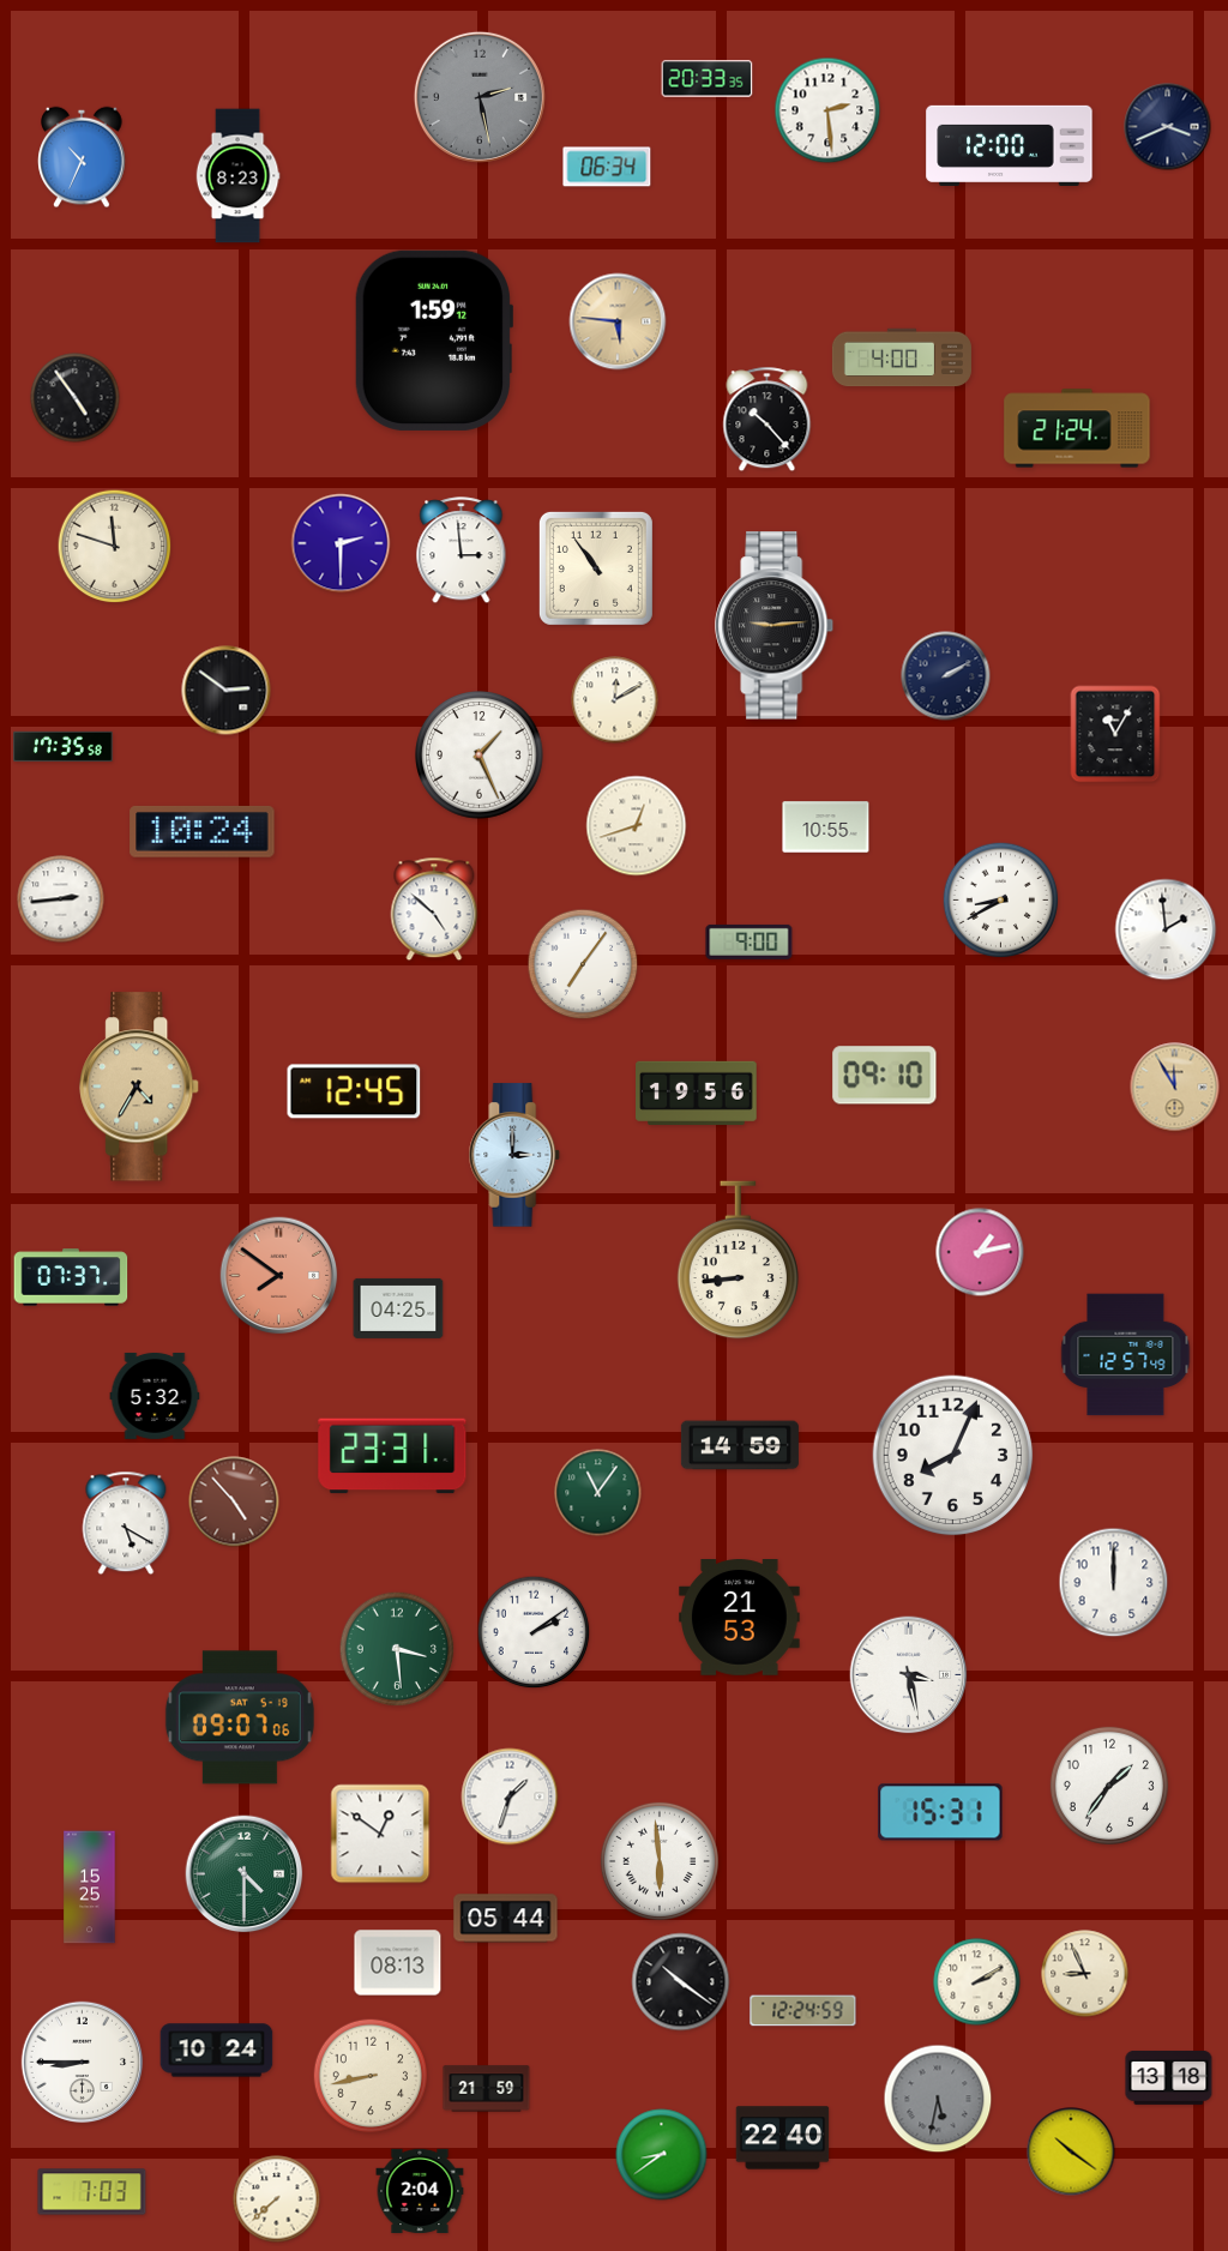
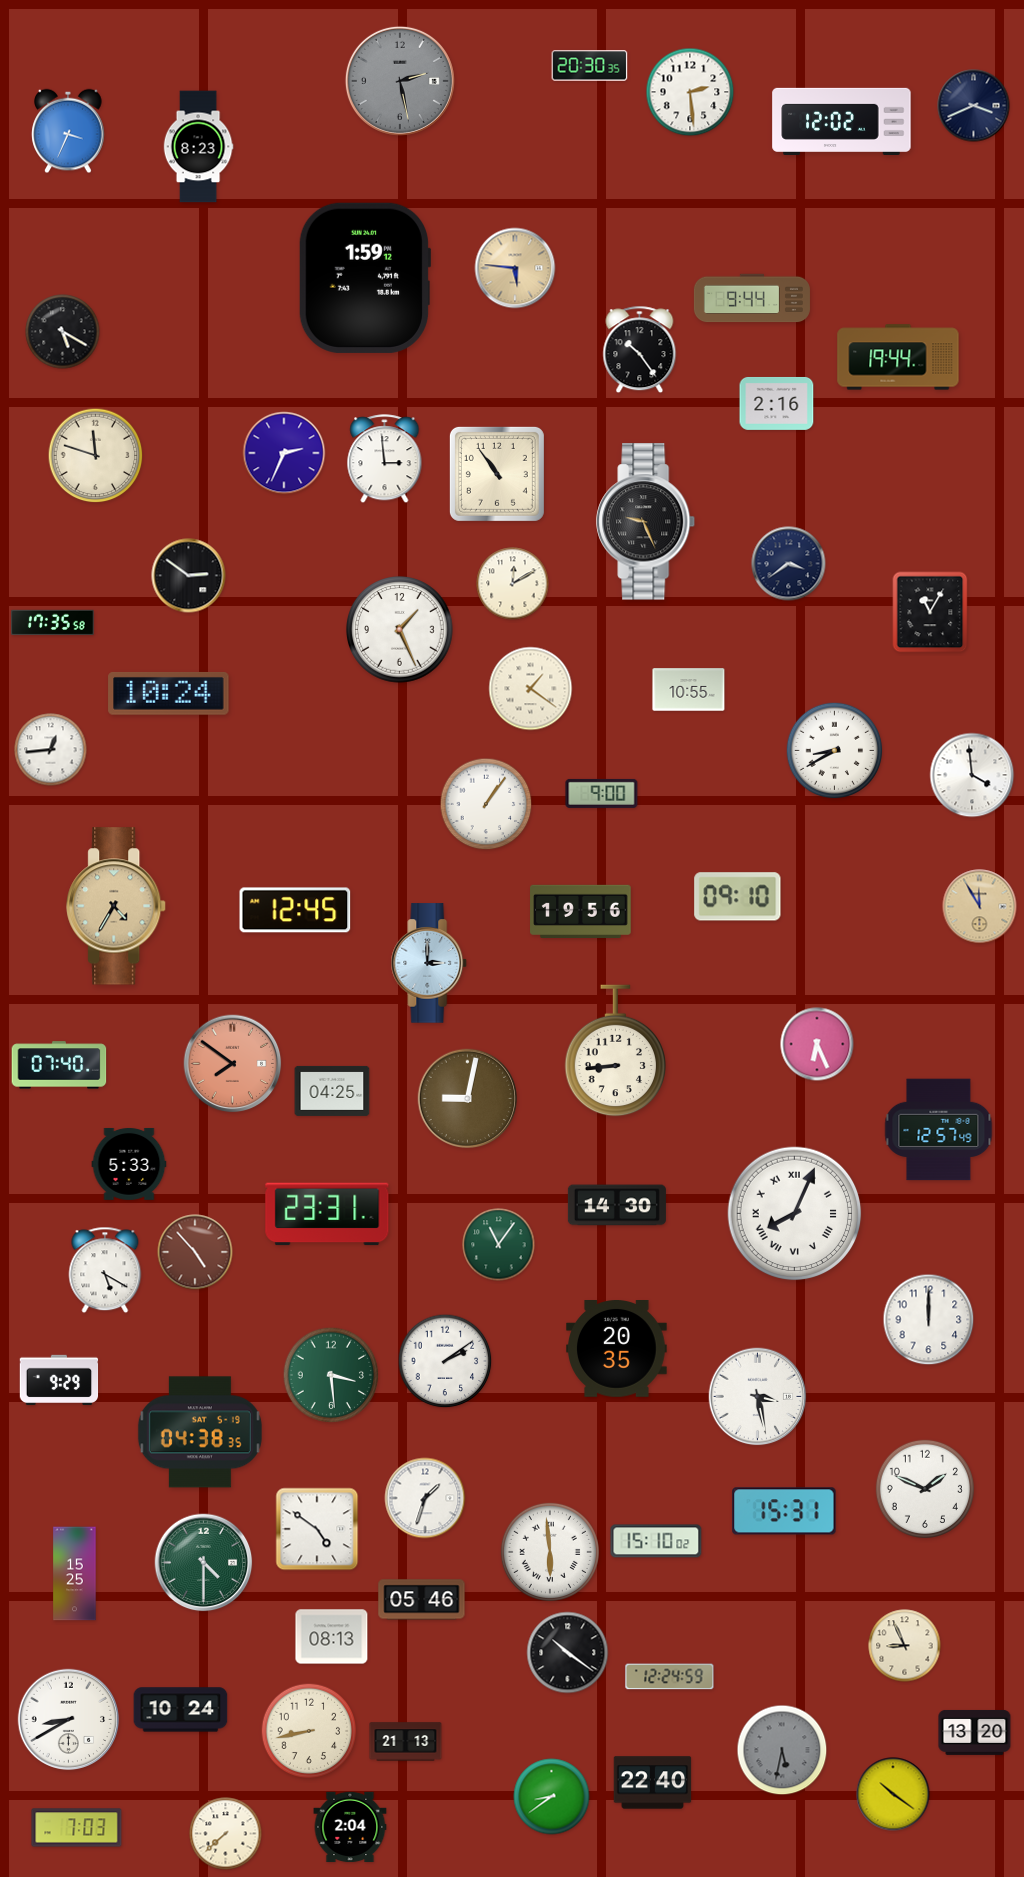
clock at (708, 79): 20:33 -> 20:30
clock at (1010, 145): 12:00 -> 12:02
clock at (82, 157): 10:34 -> 3:34
clock at (607, 167): 06:34 -> none
clock at (433, 341) position: (433, 341) -> (364, 278)
clock at (902, 357): 4:00 -> 9:44
clock at (76, 398): 4:54 -> 5:20
clock at (767, 420): 10:23 -> 10:24
clock at (1077, 428): 21:24 -> 19:44
clock at (777, 403): none -> 2:16
clock at (341, 543): 2:30 -> 2:34
clock at (775, 626): 9:14 -> 9:26
clock at (946, 676): 2:10 -> 3:39
clock at (637, 826): 12:42 -> 1:21
clock at (61, 899): 2:44 -> 12:44
clock at (434, 909): 4:52 -> none
clock at (1166, 929): 1:59 -> 3:59
clock at (750, 941) position: (750, 941) -> (602, 793)
clock at (583, 964): 7:06 -> 1:06
clock at (980, 1252): 1:13 -> 6:26
clock at (71, 1277): 07:37 -> 07:40
clock at (468, 1099): none -> 9:02
clock at (155, 1396): 5:32 -> 5:33
clock at (740, 1445): 14:59 -> 14:30
clock at (953, 1456) numerals: Arabic -> Roman
clock at (740, 1618): 21:53 -> 20:35
clock at (59, 1380): none -> 9:29
clock at (240, 1717): 09:07 -> 04:38
clock at (1109, 1786): 1:36 -> 1:49
clock at (380, 1834): 12:51 -> 4:51
clock at (656, 1541): none -> 15:10
clock at (506, 1919): 05:44 -> 05:46
clock at (977, 1982): 2:10 -> none
clock at (83, 2063): 8:45 -> 8:40
clock at (1169, 2077): 13:18 -> 13:20
clock at (487, 2089): 21:59 -> 21:13
clock at (277, 2199) position: (277, 2199) -> (226, 1834)
